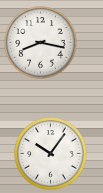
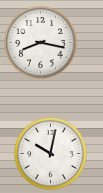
clock at (51, 154): 10:06 -> 10:02
